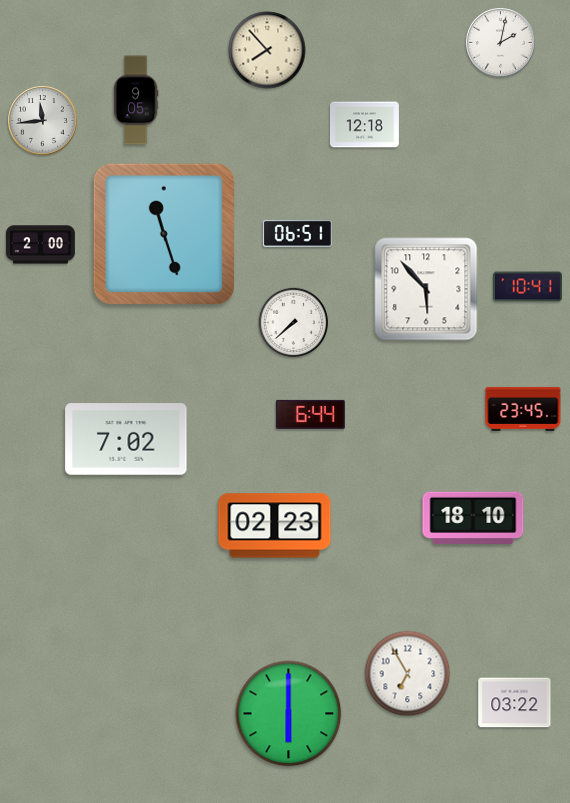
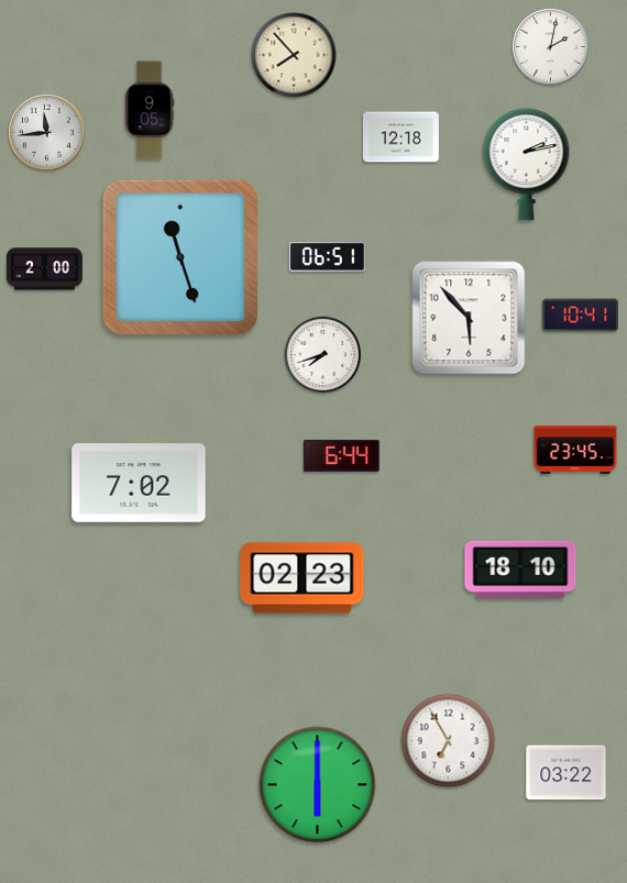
clock at (527, 165): none -> 2:13
clock at (294, 323): 7:38 -> 7:42
